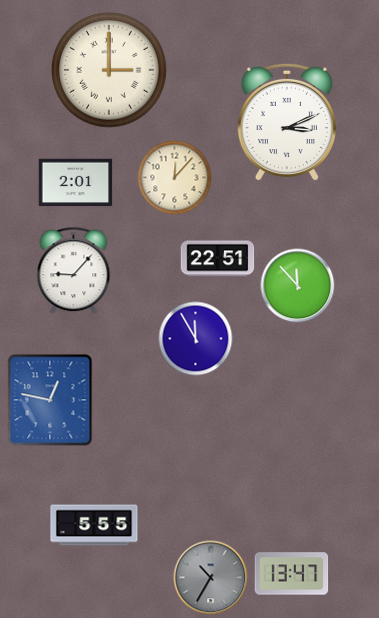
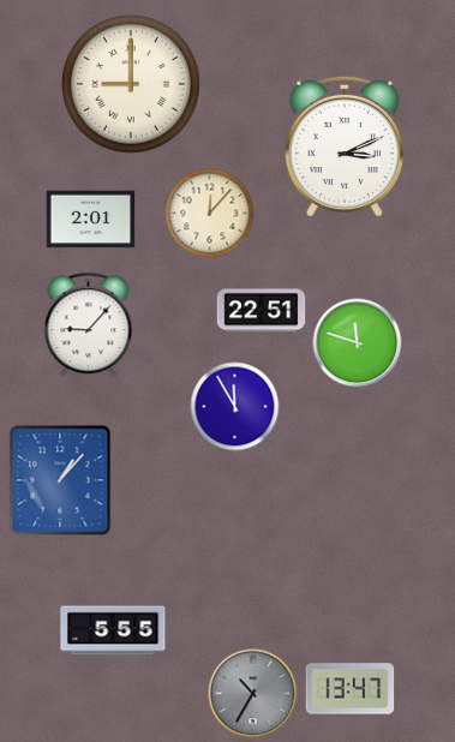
clock at (110, 71): 3:00 -> 9:00
clock at (298, 286): 11:53 -> 11:48
clock at (50, 400): 12:47 -> 1:07
